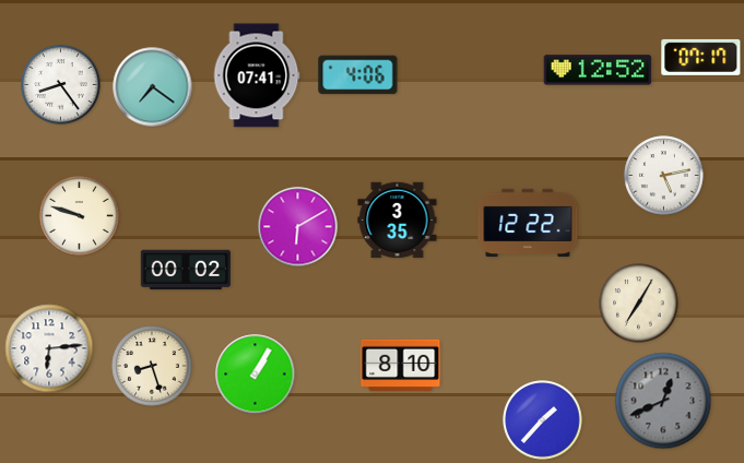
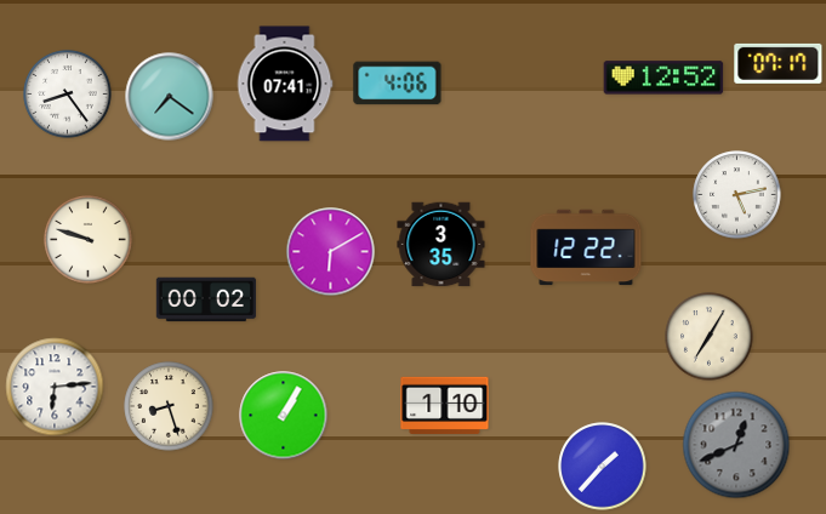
clock at (401, 365): 8:10 -> 1:10
